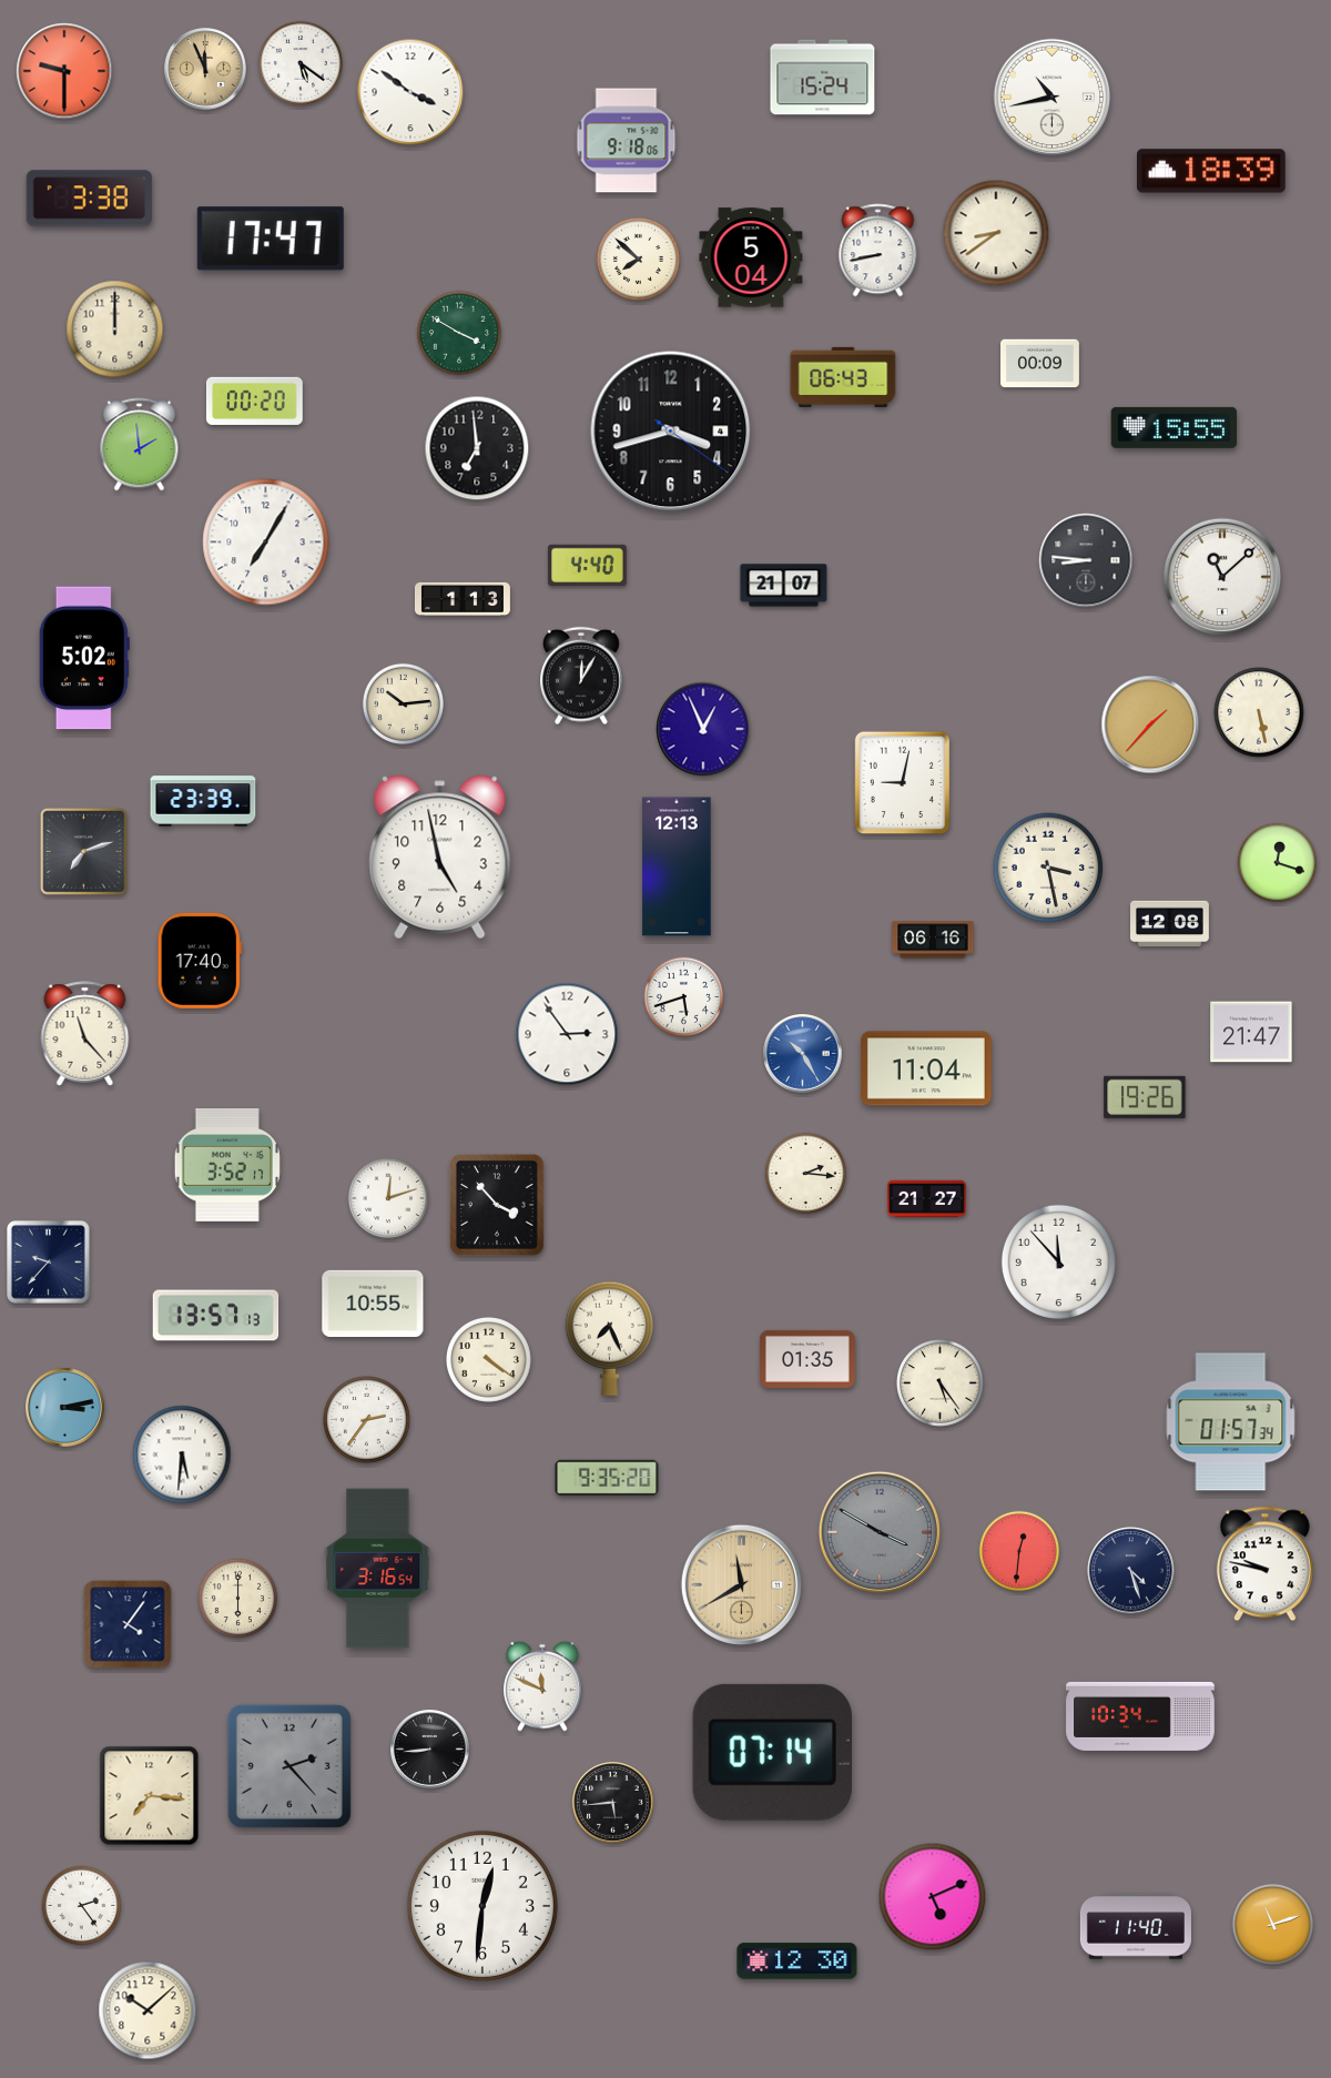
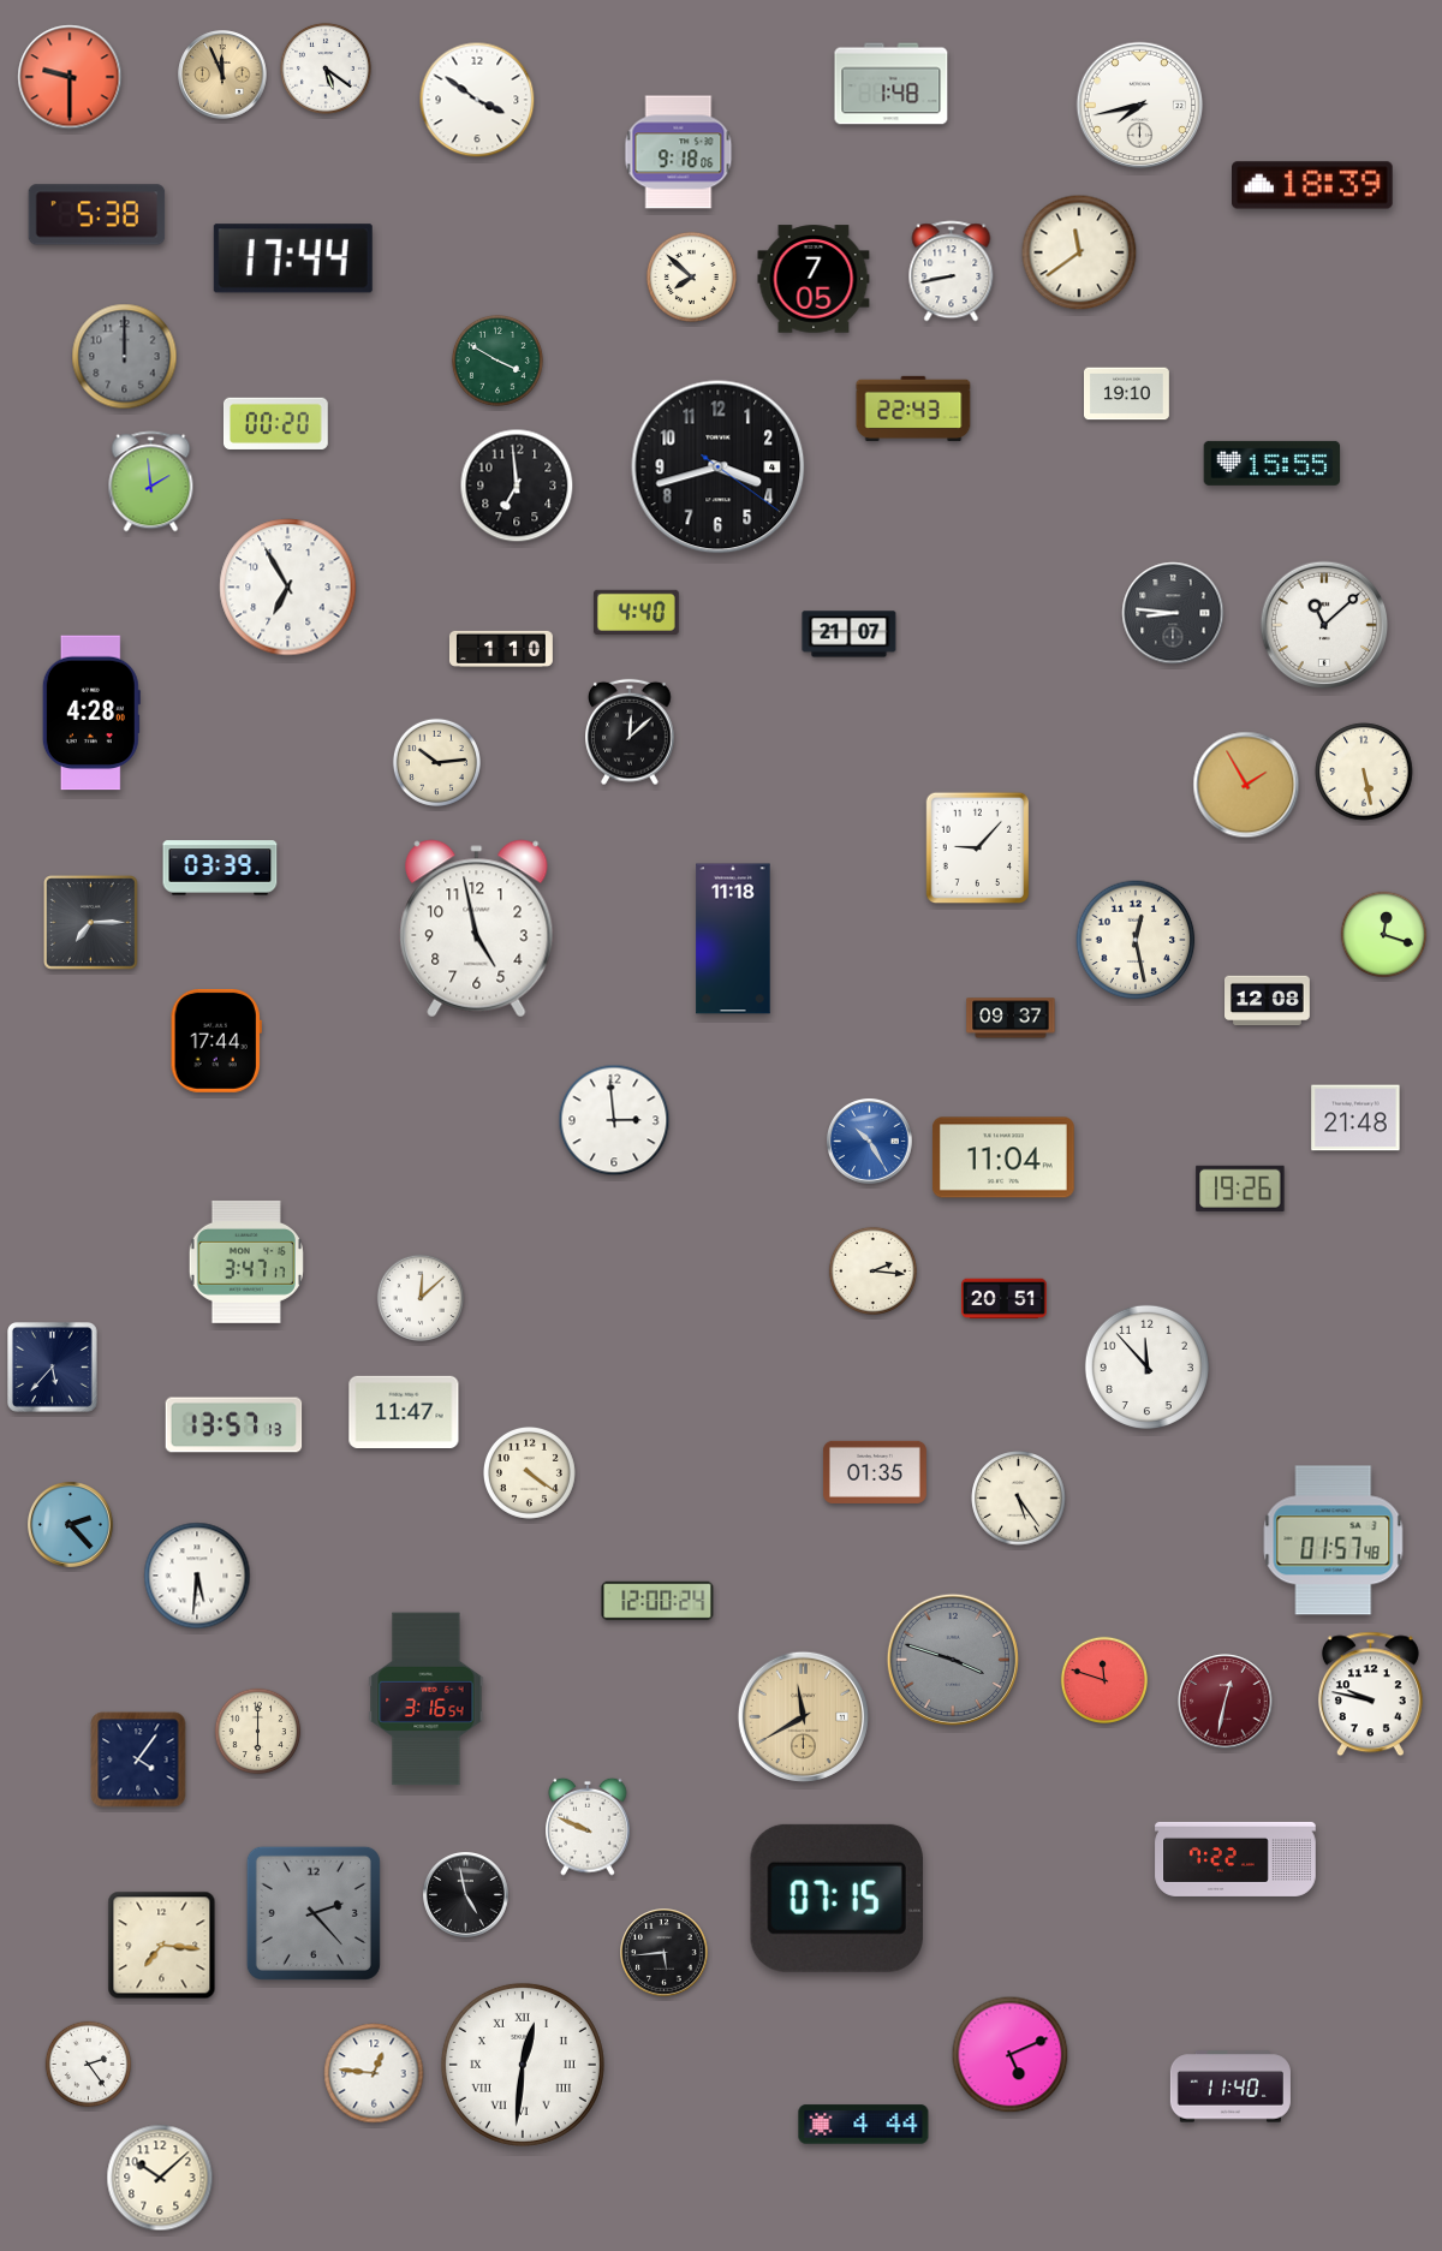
clock at (823, 78): 15:24 -> 1:48
clock at (410, 92) position: (410, 92) -> (477, 100)
clock at (1053, 98): 10:43 -> 7:43
clock at (90, 199): 3:38 -> 5:38
clock at (996, 233): 8:39 -> 11:39
clock at (271, 239): 17:47 -> 17:44
clock at (751, 257): 5:04 -> 7:05
clock at (638, 259) position: (638, 259) -> (691, 276)
clock at (115, 330) dial: cream -> grey
clock at (1040, 364): 00:09 -> 19:10
clock at (843, 377): 06:43 -> 22:43
clock at (255, 401) position: (255, 401) -> (276, 423)
clock at (671, 432) position: (671, 432) -> (719, 468)
clock at (266, 543): 7:05 -> 6:55
clock at (1086, 560) position: (1086, 560) -> (1173, 613)
clock at (463, 599): 1:13 -> 1:10
clock at (84, 658): 5:02 -> 4:28
clock at (582, 676): 12:05 -> 12:08
clock at (1150, 724): 1:37 -> 1:55
clock at (703, 729): 12:56 -> none
clock at (903, 783): 9:02 -> 9:07
clock at (203, 801): 23:39 -> 03:39
clock at (84, 852): 7:12 -> 7:15
clock at (677, 866): 12:13 -> 11:18
clock at (1048, 868): 3:28 -> 12:28
clock at (933, 940): 06:16 -> 09:37
clock at (200, 961): 17:40 -> 17:44
clock at (684, 997): 5:42 -> none
clock at (1251, 1032): 21:47 -> 21:48
clock at (85, 1034): 11:23 -> none
clock at (567, 1034): 2:54 -> 2:59
clock at (227, 1165): 3:52 -> 3:47
clock at (388, 1198): 12:12 -> 12:08
clock at (927, 1199): 21:27 -> 20:51
clock at (498, 1206): 3:53 -> none
clock at (49, 1263): 9:37 -> 5:37
clock at (373, 1302): 10:55 -> 11:47
clock at (609, 1338): 7:26 -> none
clock at (65, 1408): 3:13 -> 2:23
clock at (367, 1420): 2:36 -> none
clock at (1231, 1422): 01:57:34 -> 01:57:48
clock at (607, 1478): 9:35 -> 12:00
clock at (880, 1532): 3:50 -> 3:48
clock at (1019, 1551): 12:31 -> 11:48
clock at (378, 1569) position: (378, 1569) -> (427, 1699)
clock at (1131, 1571): 4:27 -> 12:32
clock at (1131, 1571) dial: navy -> burgundy
clock at (542, 1686): 11:49 -> 9:49
clock at (1140, 1716): 10:34 -> 7:22
clock at (430, 1750): 8:44 -> 4:58
clock at (772, 1752): 07:14 -> 07:15
clock at (482, 1906) numerals: Arabic -> Roman
clock at (374, 2073): none -> 12:46
clock at (1272, 1924): 11:12 -> none
clock at (797, 1962): 12:30 -> 4:44
